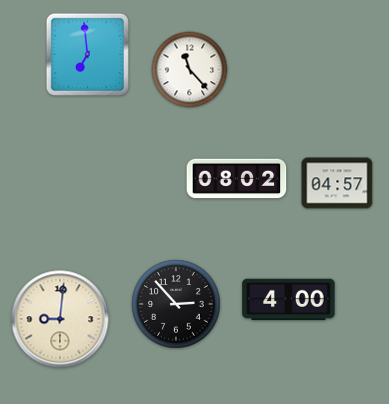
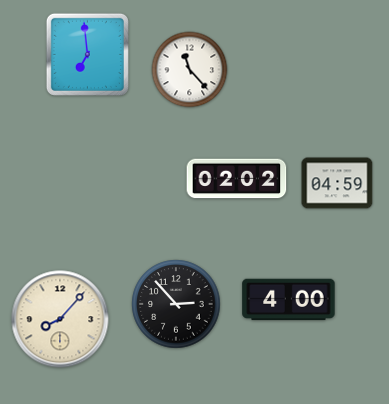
clock at (237, 179): 08:02 -> 02:02
clock at (337, 183): 04:57 -> 04:59
clock at (60, 319): 9:01 -> 8:07
